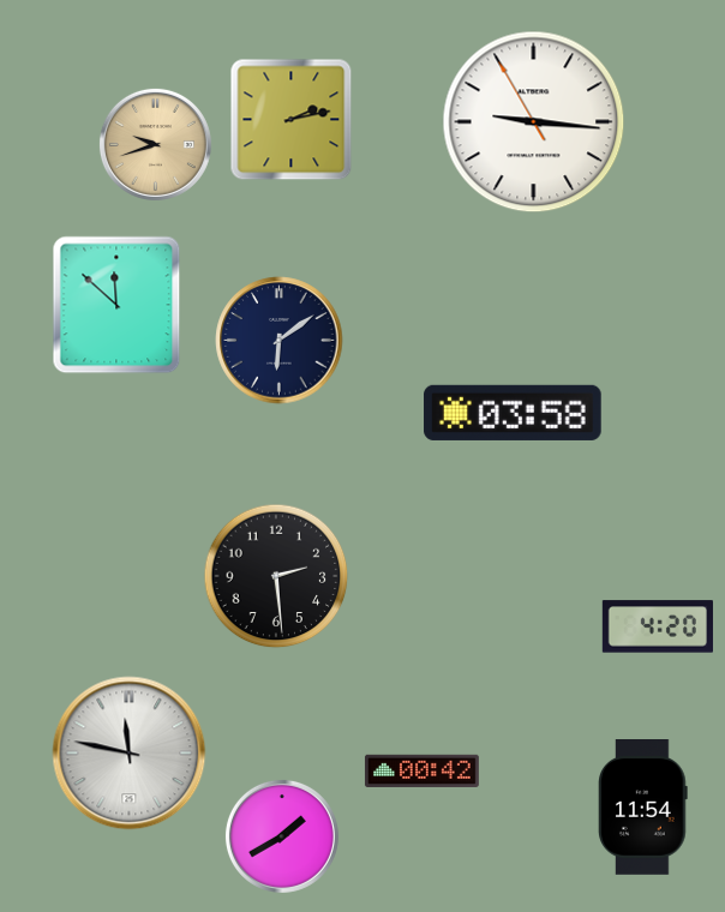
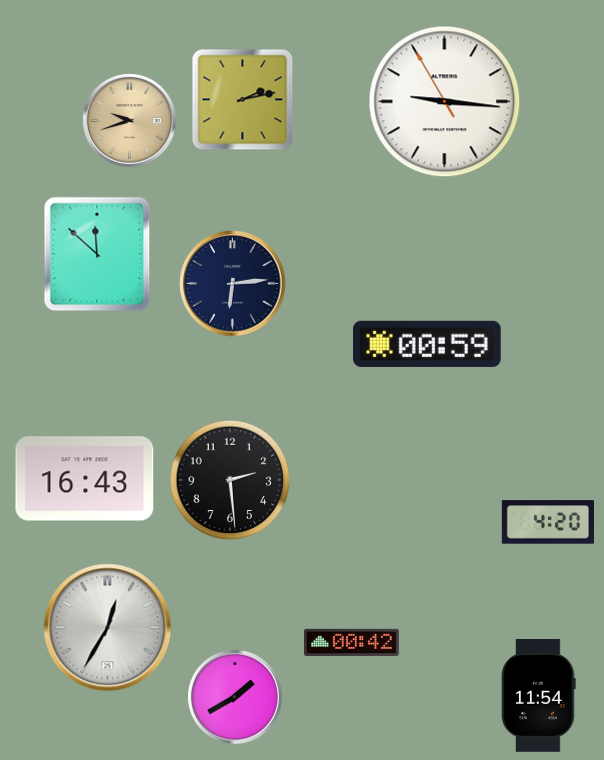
clock at (280, 341): 6:09 -> 6:14
clock at (513, 413): 03:58 -> 00:59
clock at (85, 479): none -> 16:43
clock at (130, 754): 11:47 -> 12:35
clock at (643, 808) position: (643, 808) -> (539, 696)
